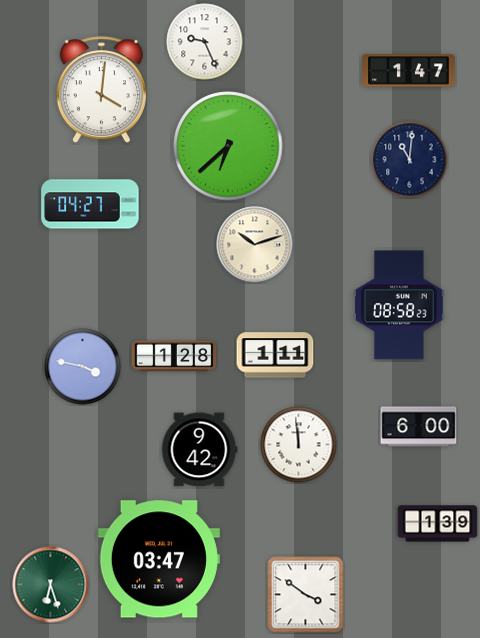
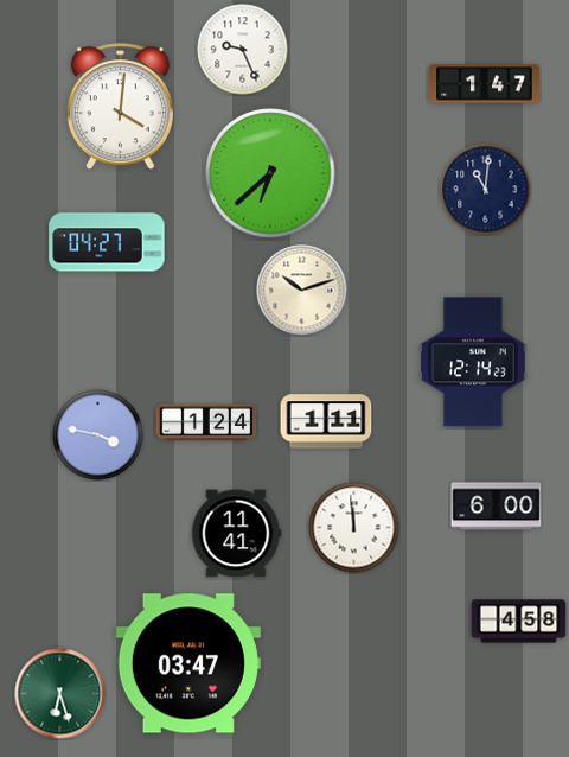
clock at (400, 305): 08:58 -> 12:14
clock at (174, 356): 1:28 -> 1:24
clock at (199, 450): 9:42 -> 11:41
clock at (438, 524): 1:39 -> 4:58
clock at (306, 595): 3:51 -> none
